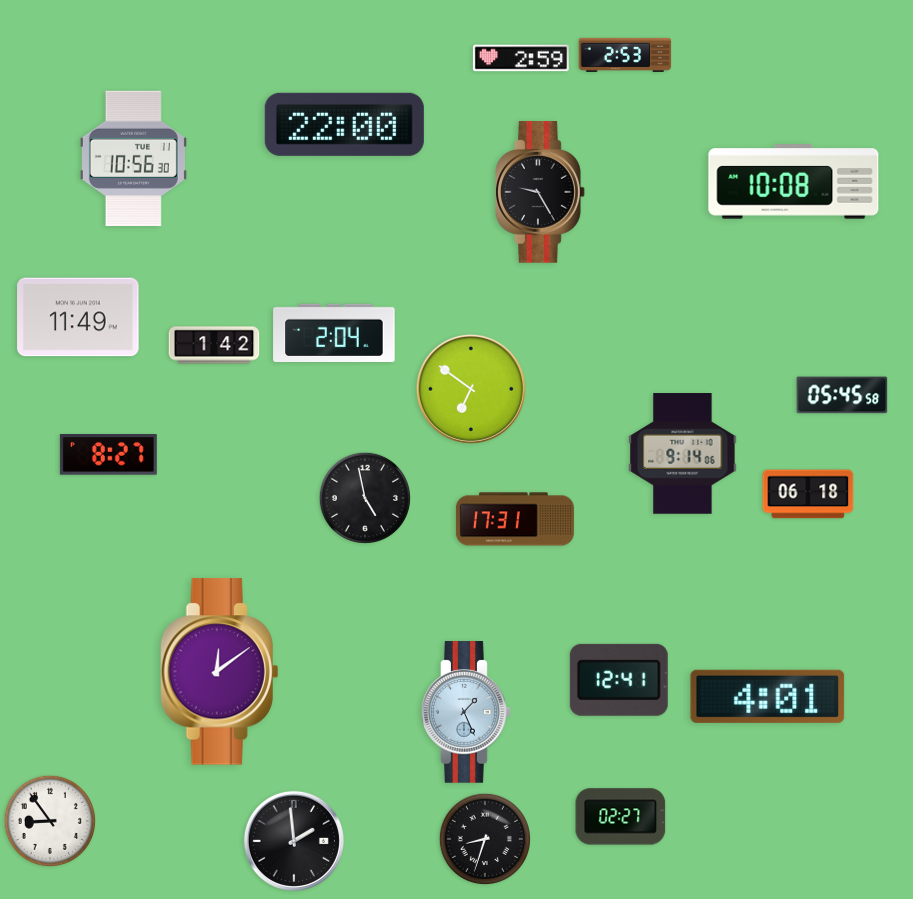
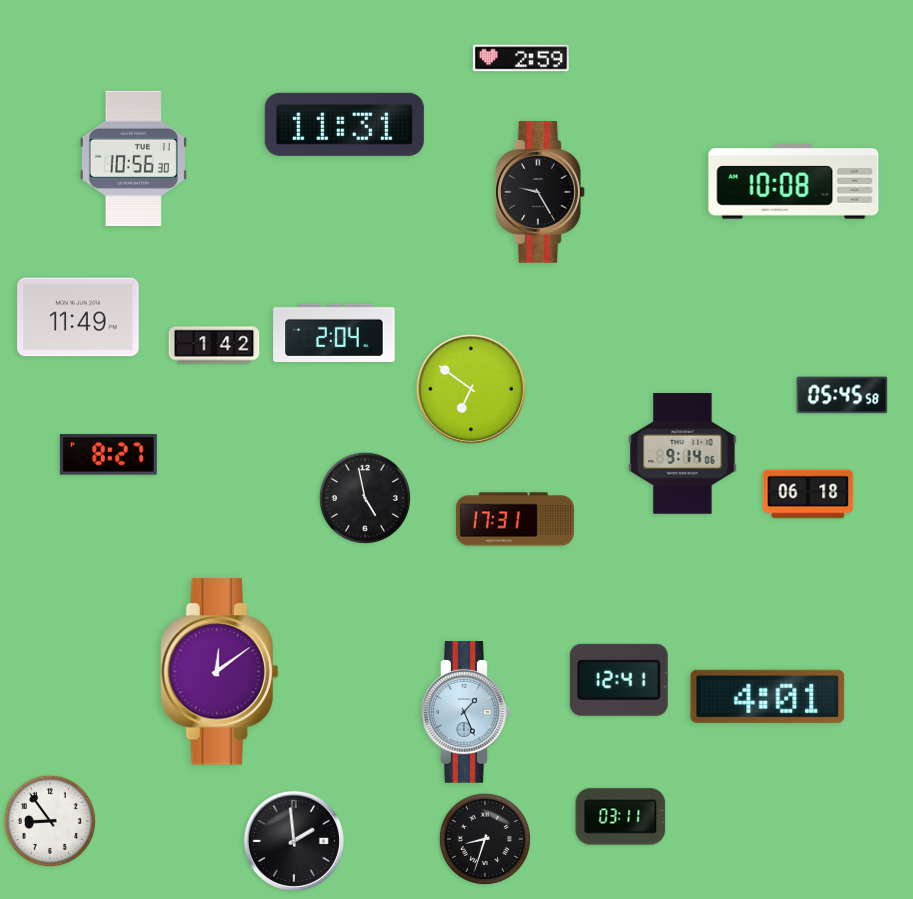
clock at (625, 55): 2:53 -> none
clock at (344, 124): 22:00 -> 11:31
clock at (621, 817): 02:27 -> 03:11
